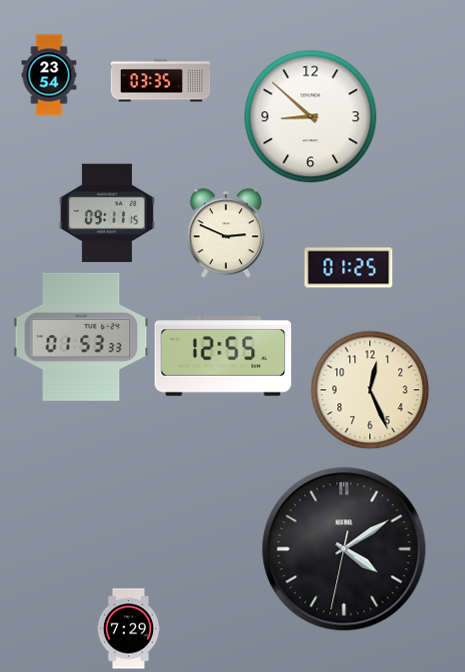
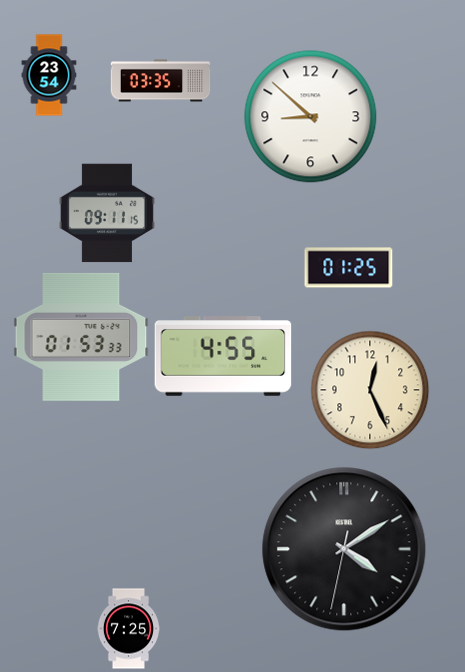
clock at (226, 233): 2:49 -> none
clock at (223, 356): 12:55 -> 4:55
clock at (128, 629): 7:29 -> 7:25
